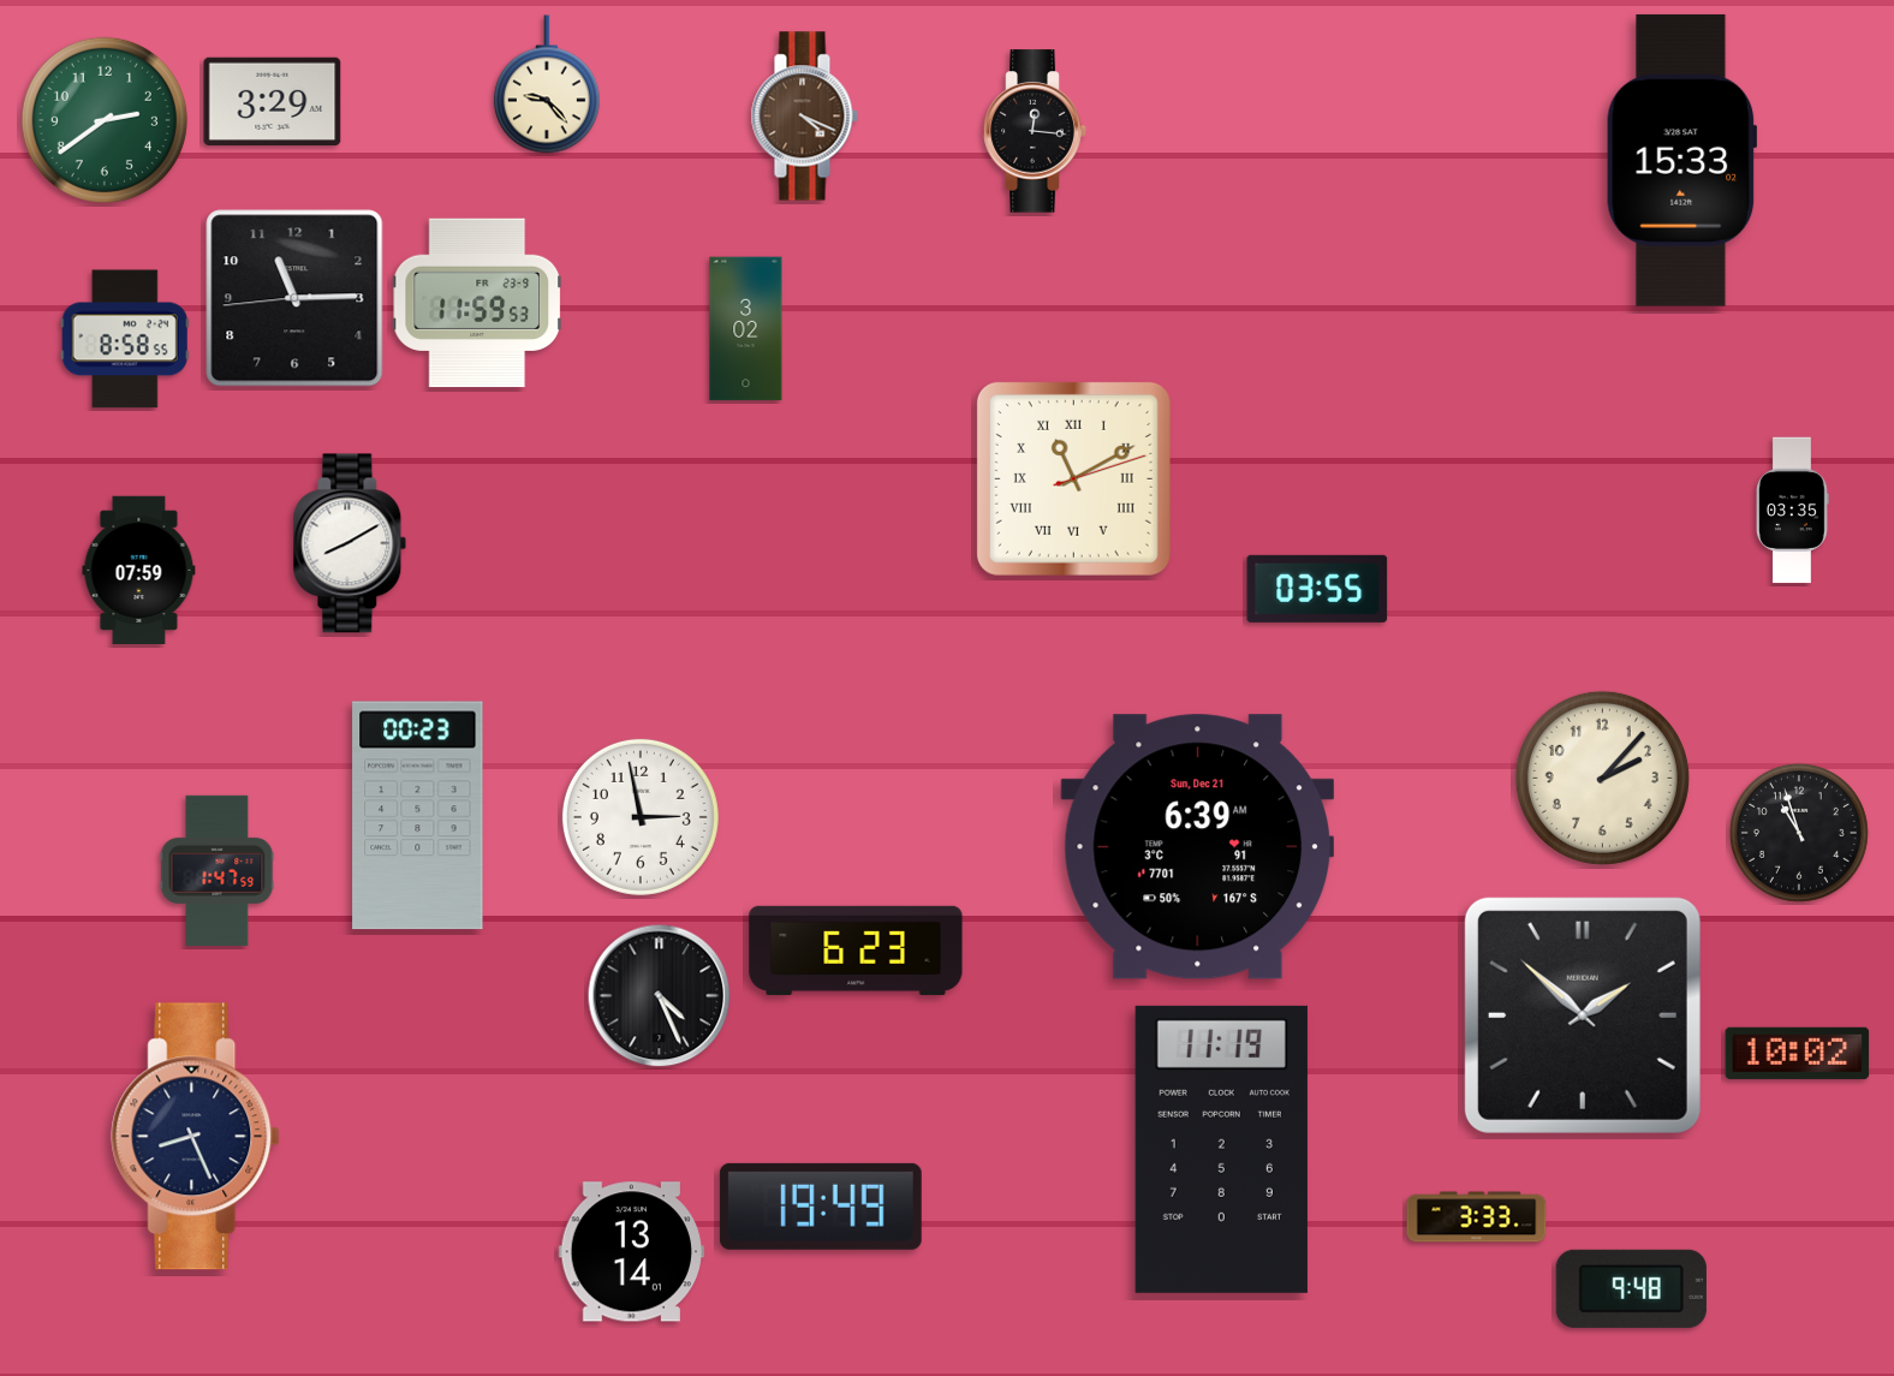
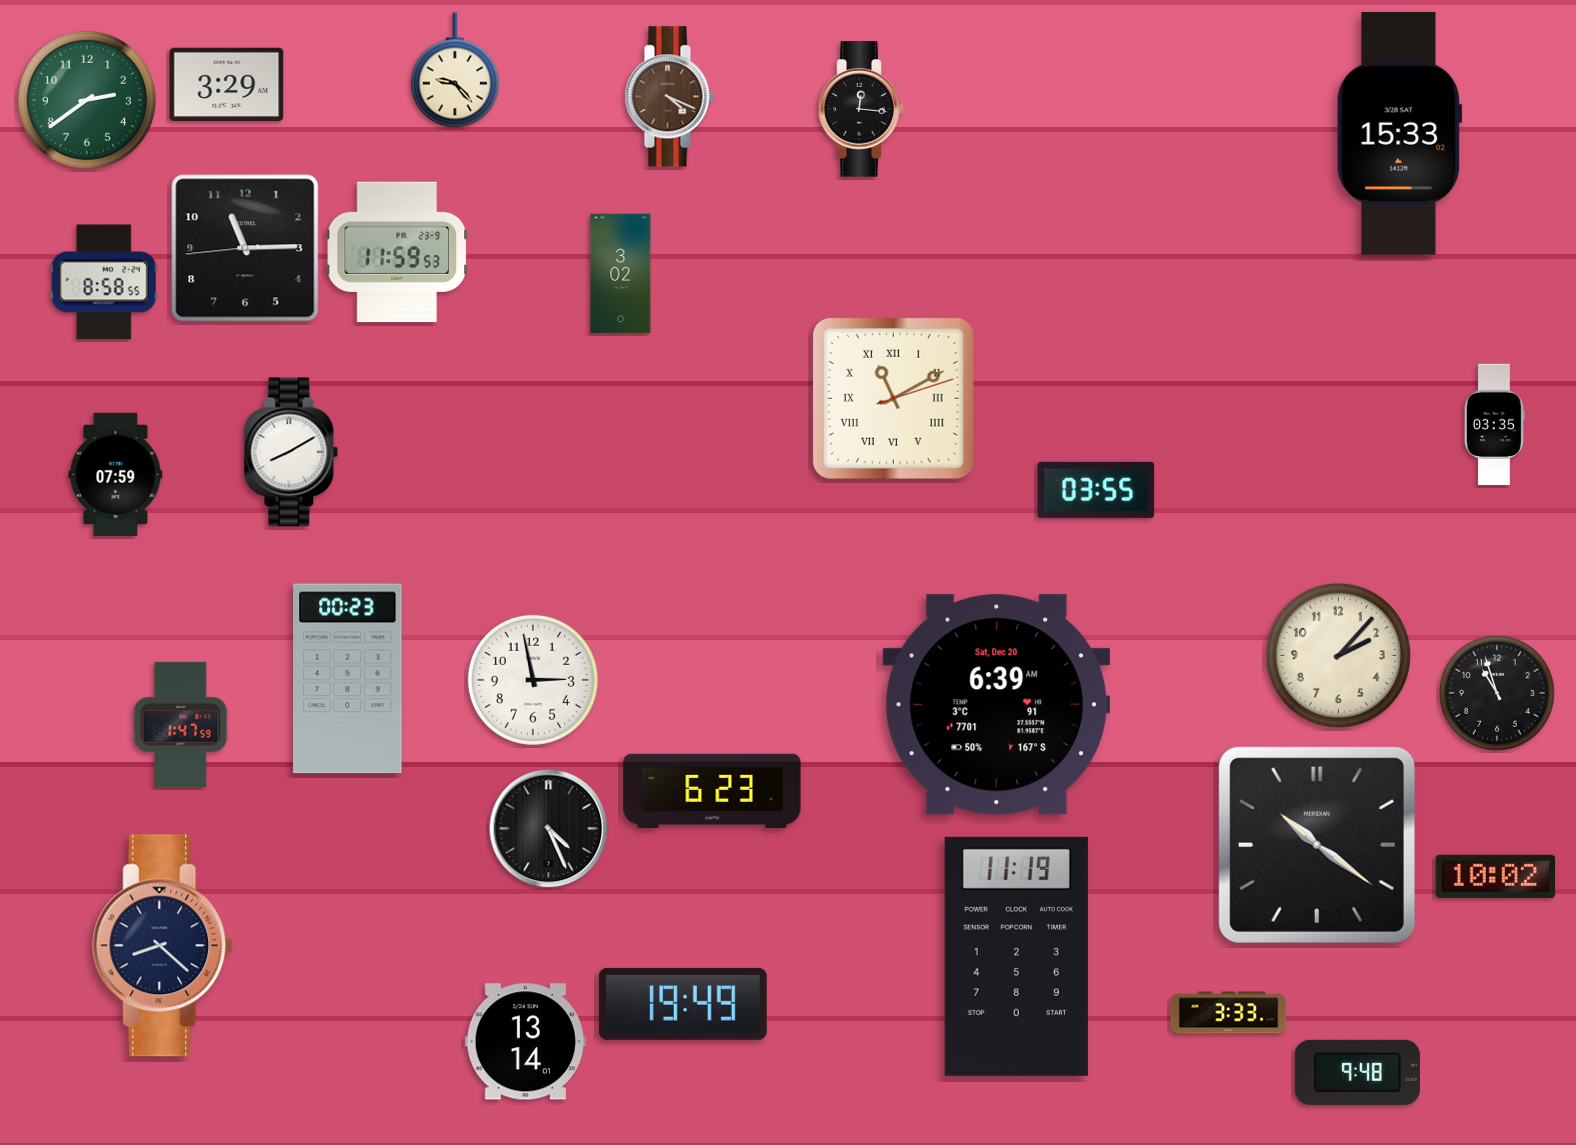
clock at (1793, 511) position: (1793, 511) -> (1495, 425)
clock at (1602, 778) position: (1602, 778) -> (1338, 655)
clock at (1198, 847) date: Sun, Dec 21 -> Sat, Dec 20
clock at (1583, 1015): 1:52 -> 10:21
clock at (196, 1137): 8:26 -> 8:22
